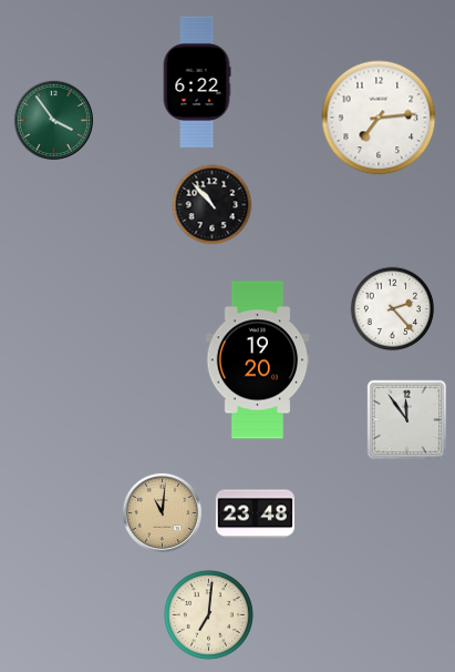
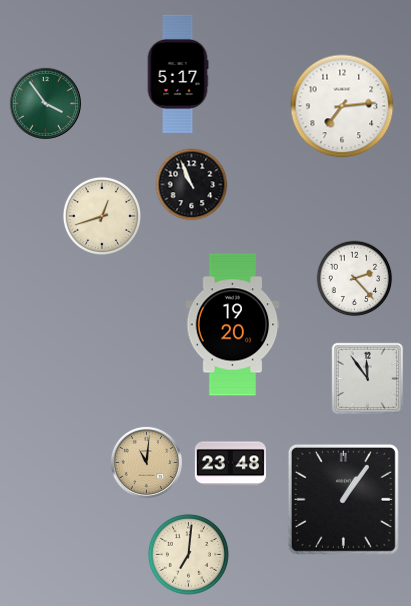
clock at (197, 81): 6:22 -> 5:17
clock at (53, 120) position: (53, 120) -> (45, 103)
clock at (213, 205): 10:53 -> 10:56
clock at (102, 216): none -> 12:42
clock at (343, 499): none -> 1:06
